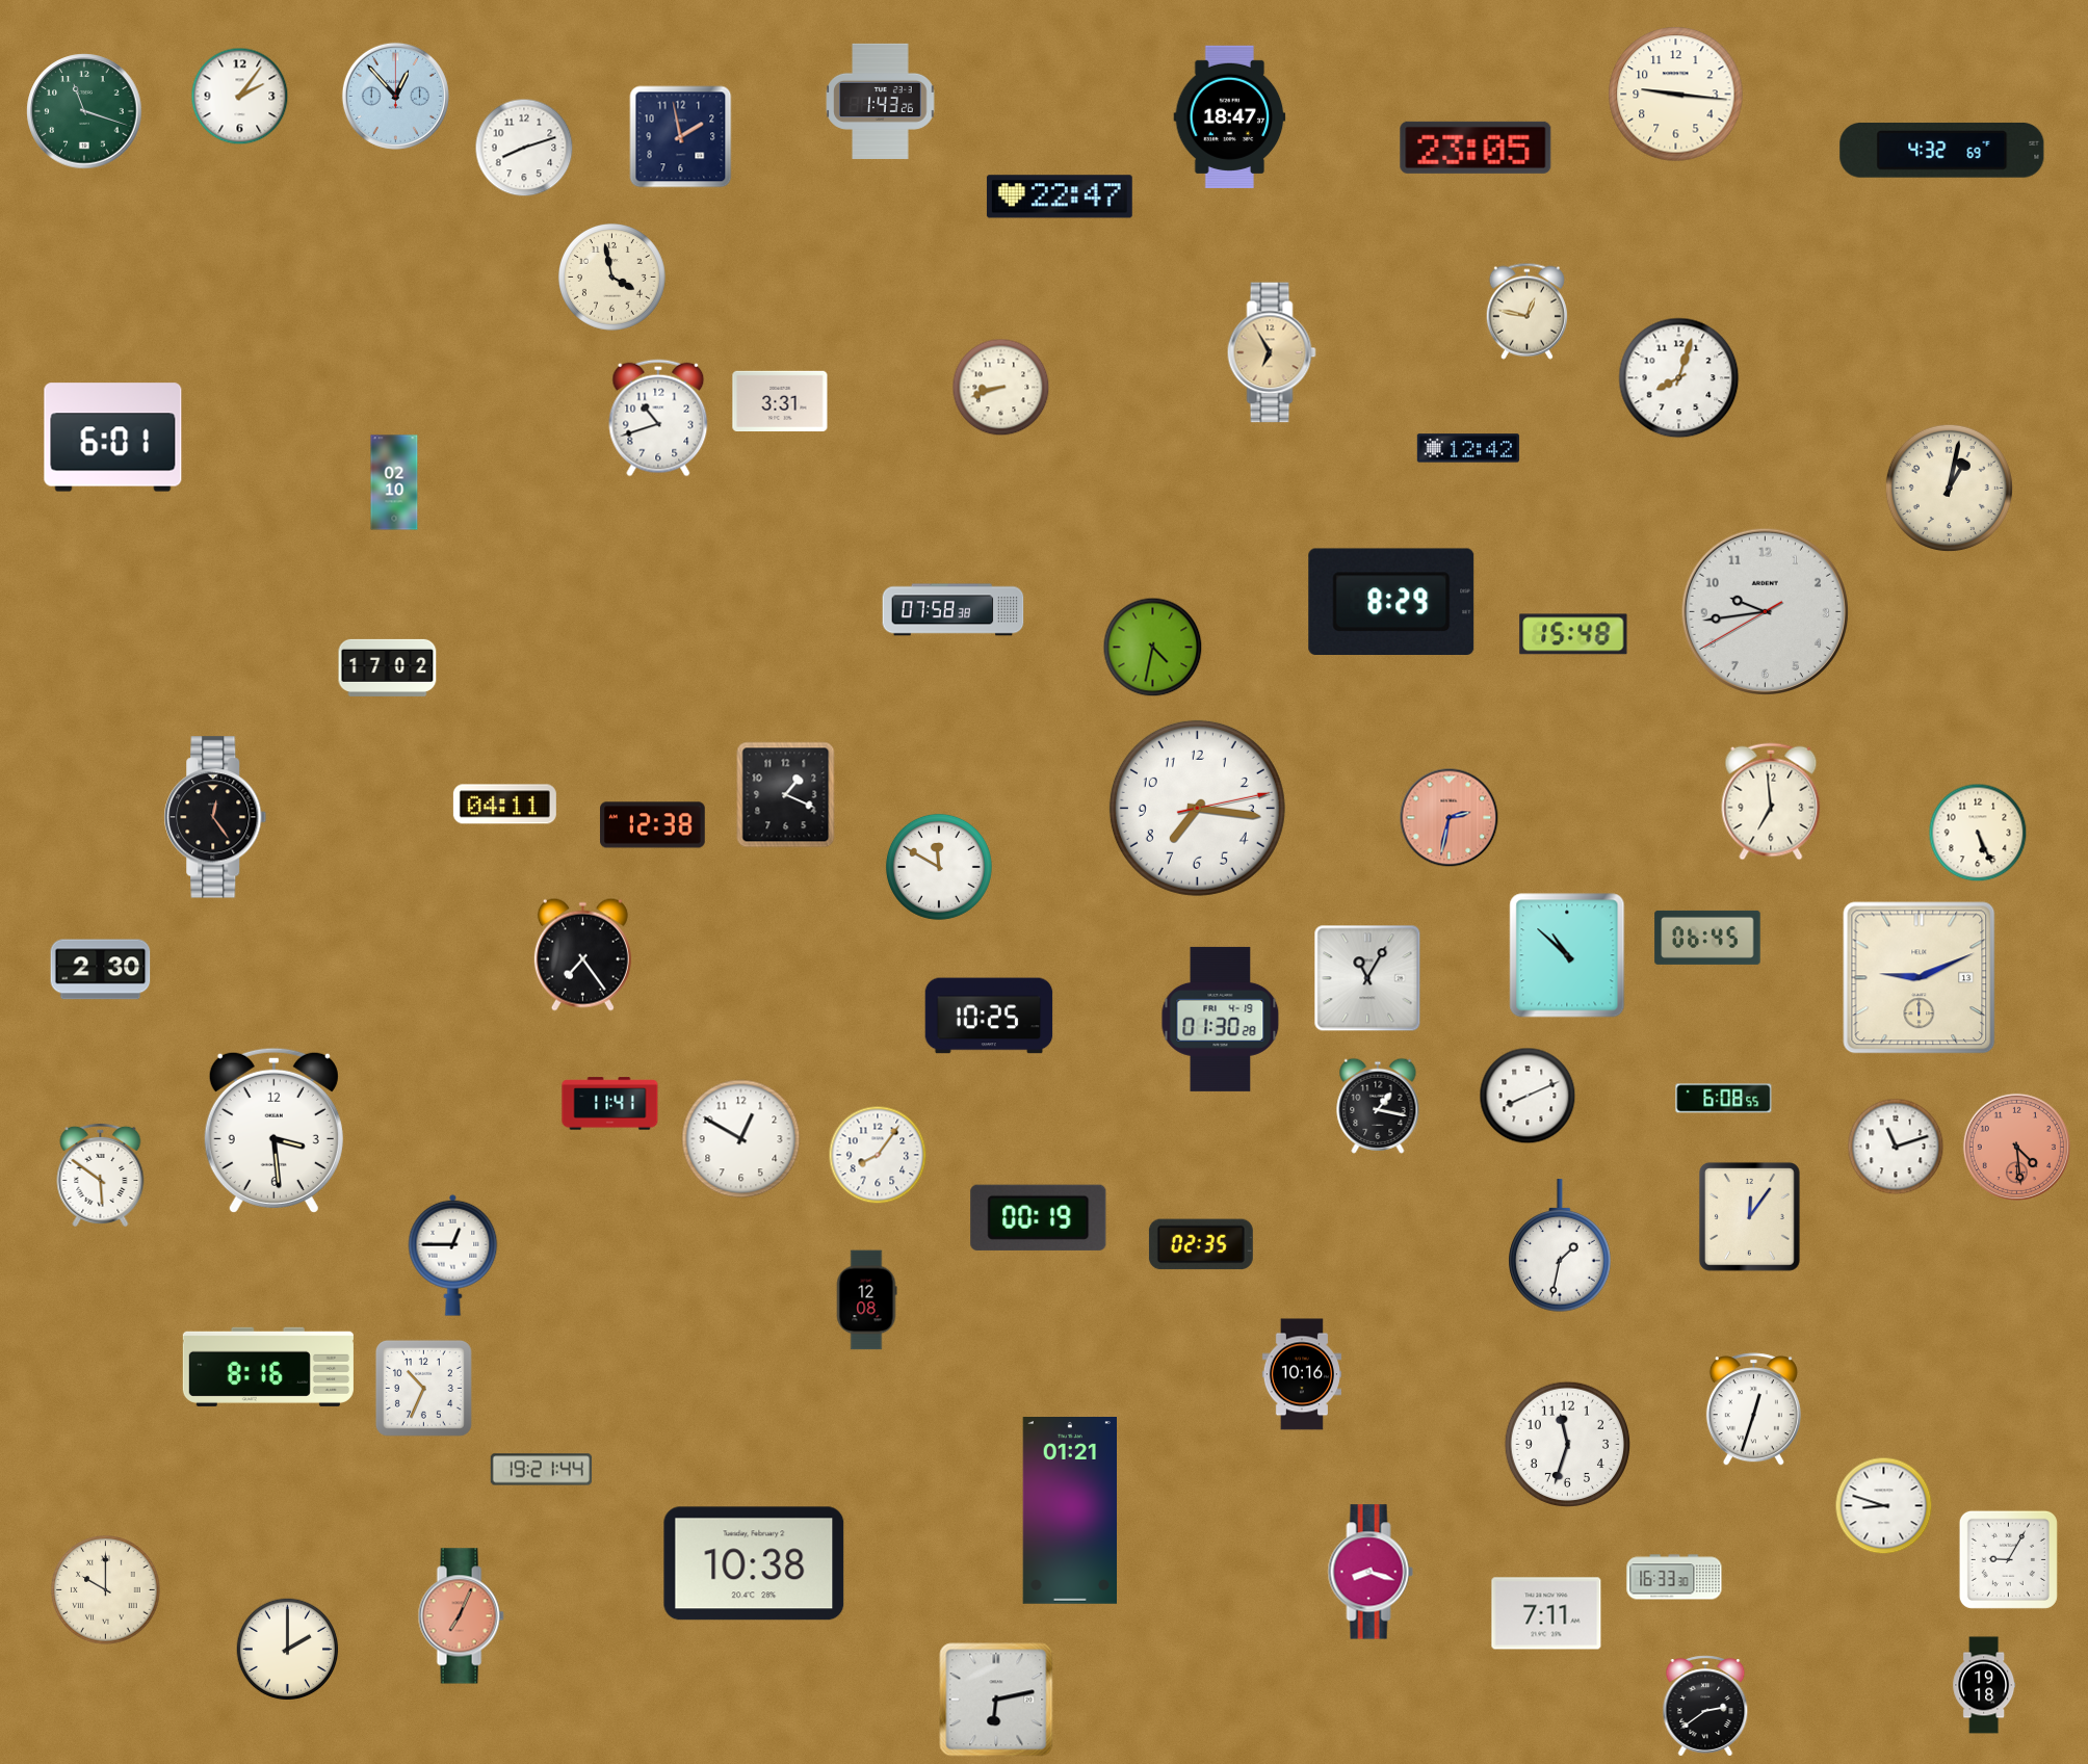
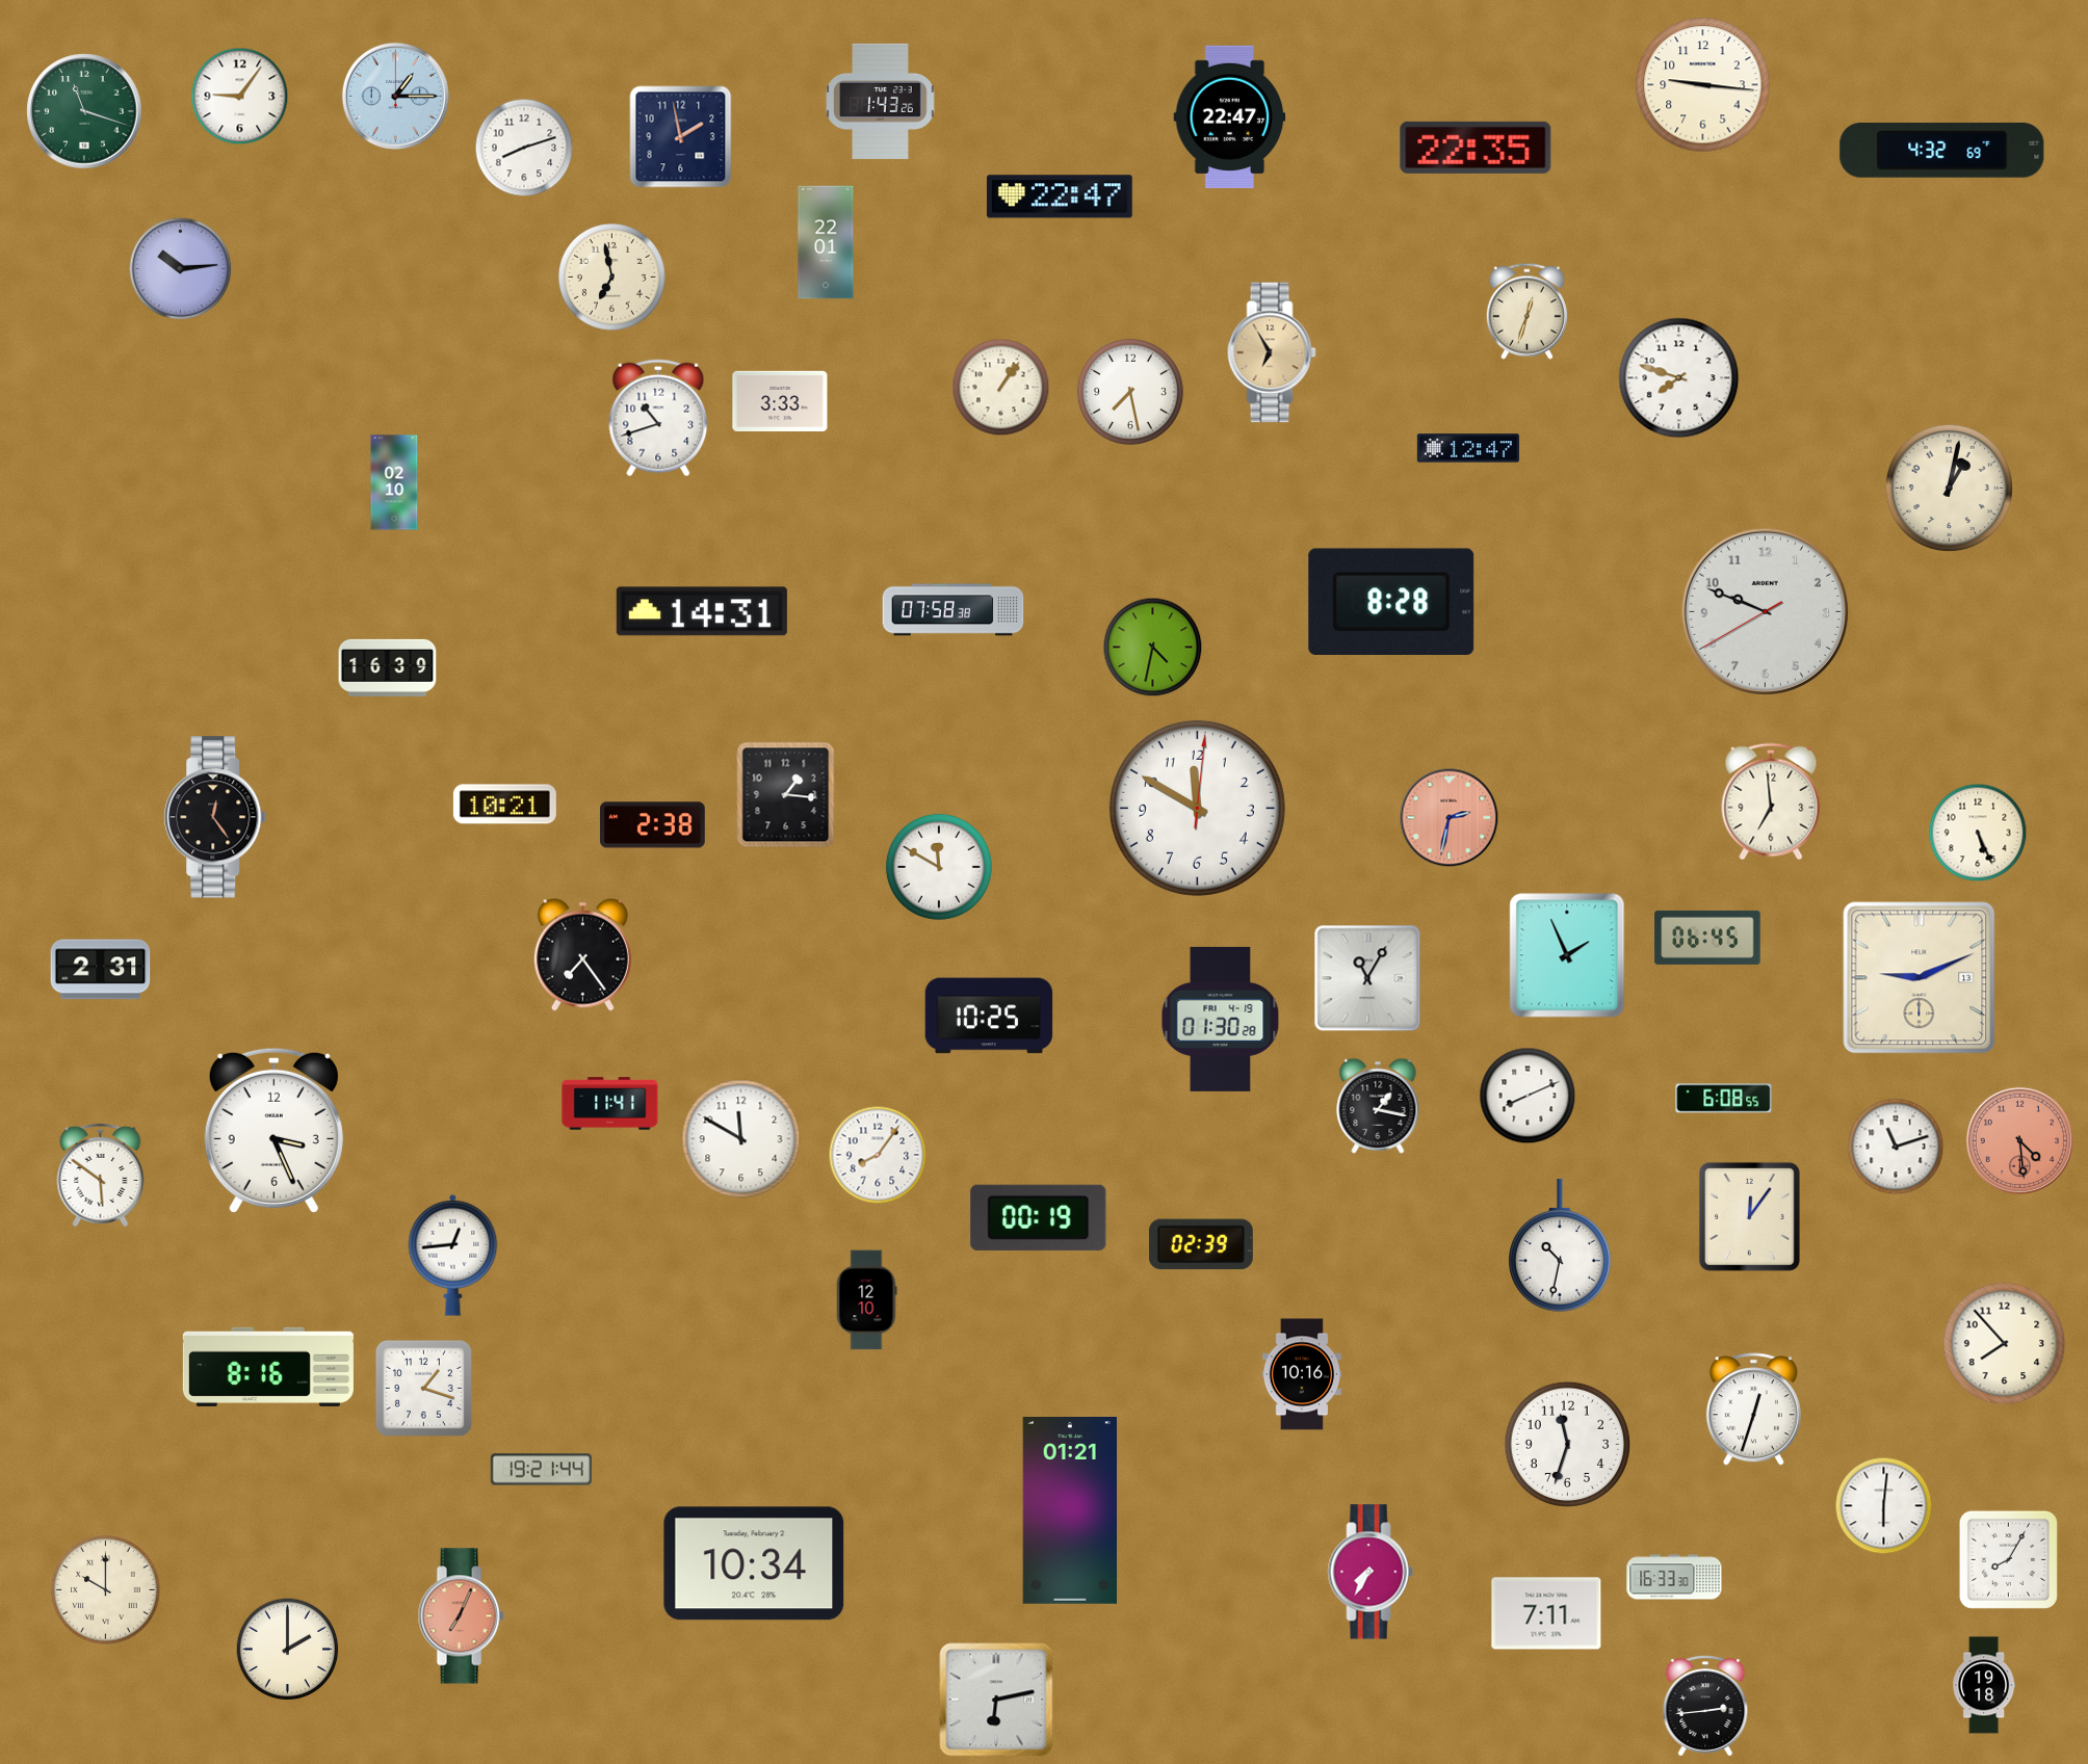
clock at (1676, 95) position: (1676, 95) -> (1703, 85)
clock at (395, 96): 12:53 -> 1:15
clock at (240, 97): 2:06 -> 9:06
clock at (1230, 116): 18:47 -> 22:47
clock at (1476, 148): 23:05 -> 22:35
clock at (826, 242): none -> 22:01
clock at (181, 269): none -> 10:14
clock at (611, 277): 3:58 -> 6:58
clock at (1526, 311): 12:47 -> 12:33
clock at (1679, 378): 8:03 -> 7:48
clock at (1001, 388): 8:42 -> 1:06
clock at (1130, 392): none -> 7:28
clock at (780, 400): 3:31 -> 3:33
clock at (113, 438): 6:01 -> none
clock at (1468, 448): 12:42 -> 12:47
clock at (1391, 601): 8:29 -> 8:28
clock at (702, 611): none -> 14:31
clock at (1765, 611): 9:43 -> 9:48
clock at (1573, 634): 15:48 -> none
clock at (388, 667): 17:02 -> 16:39
clock at (786, 795): 1:19 -> 1:16
clock at (504, 805): 04:11 -> 10:21
clock at (1197, 808): 7:16 -> 11:50
clock at (653, 825): 12:38 -> 2:38
clock at (1567, 955): 10:52 -> 1:56
clock at (101, 970): 2:30 -> 2:31
clock at (273, 1130): 3:29 -> 3:26
clock at (741, 1139): 12:50 -> 11:50
clock at (2016, 1147) position: (2016, 1147) -> (2019, 1140)
clock at (1201, 1244): 02:35 -> 02:39
clock at (1560, 1246): 1:32 -> 10:32
clock at (453, 1255): 12:45 -> 12:44
clock at (866, 1300): 12:08 -> 12:10
clock at (2005, 1344): none -> 7:53
clock at (423, 1388): 10:34 -> 1:18
clock at (1884, 1506): 8:48 -> 6:01
clock at (2008, 1559): 9:05 -> 8:05
clock at (754, 1563): 10:38 -> 10:34
clock at (1371, 1572): 8:18 -> 7:35
clock at (1705, 1706): 2:39 -> 2:44
